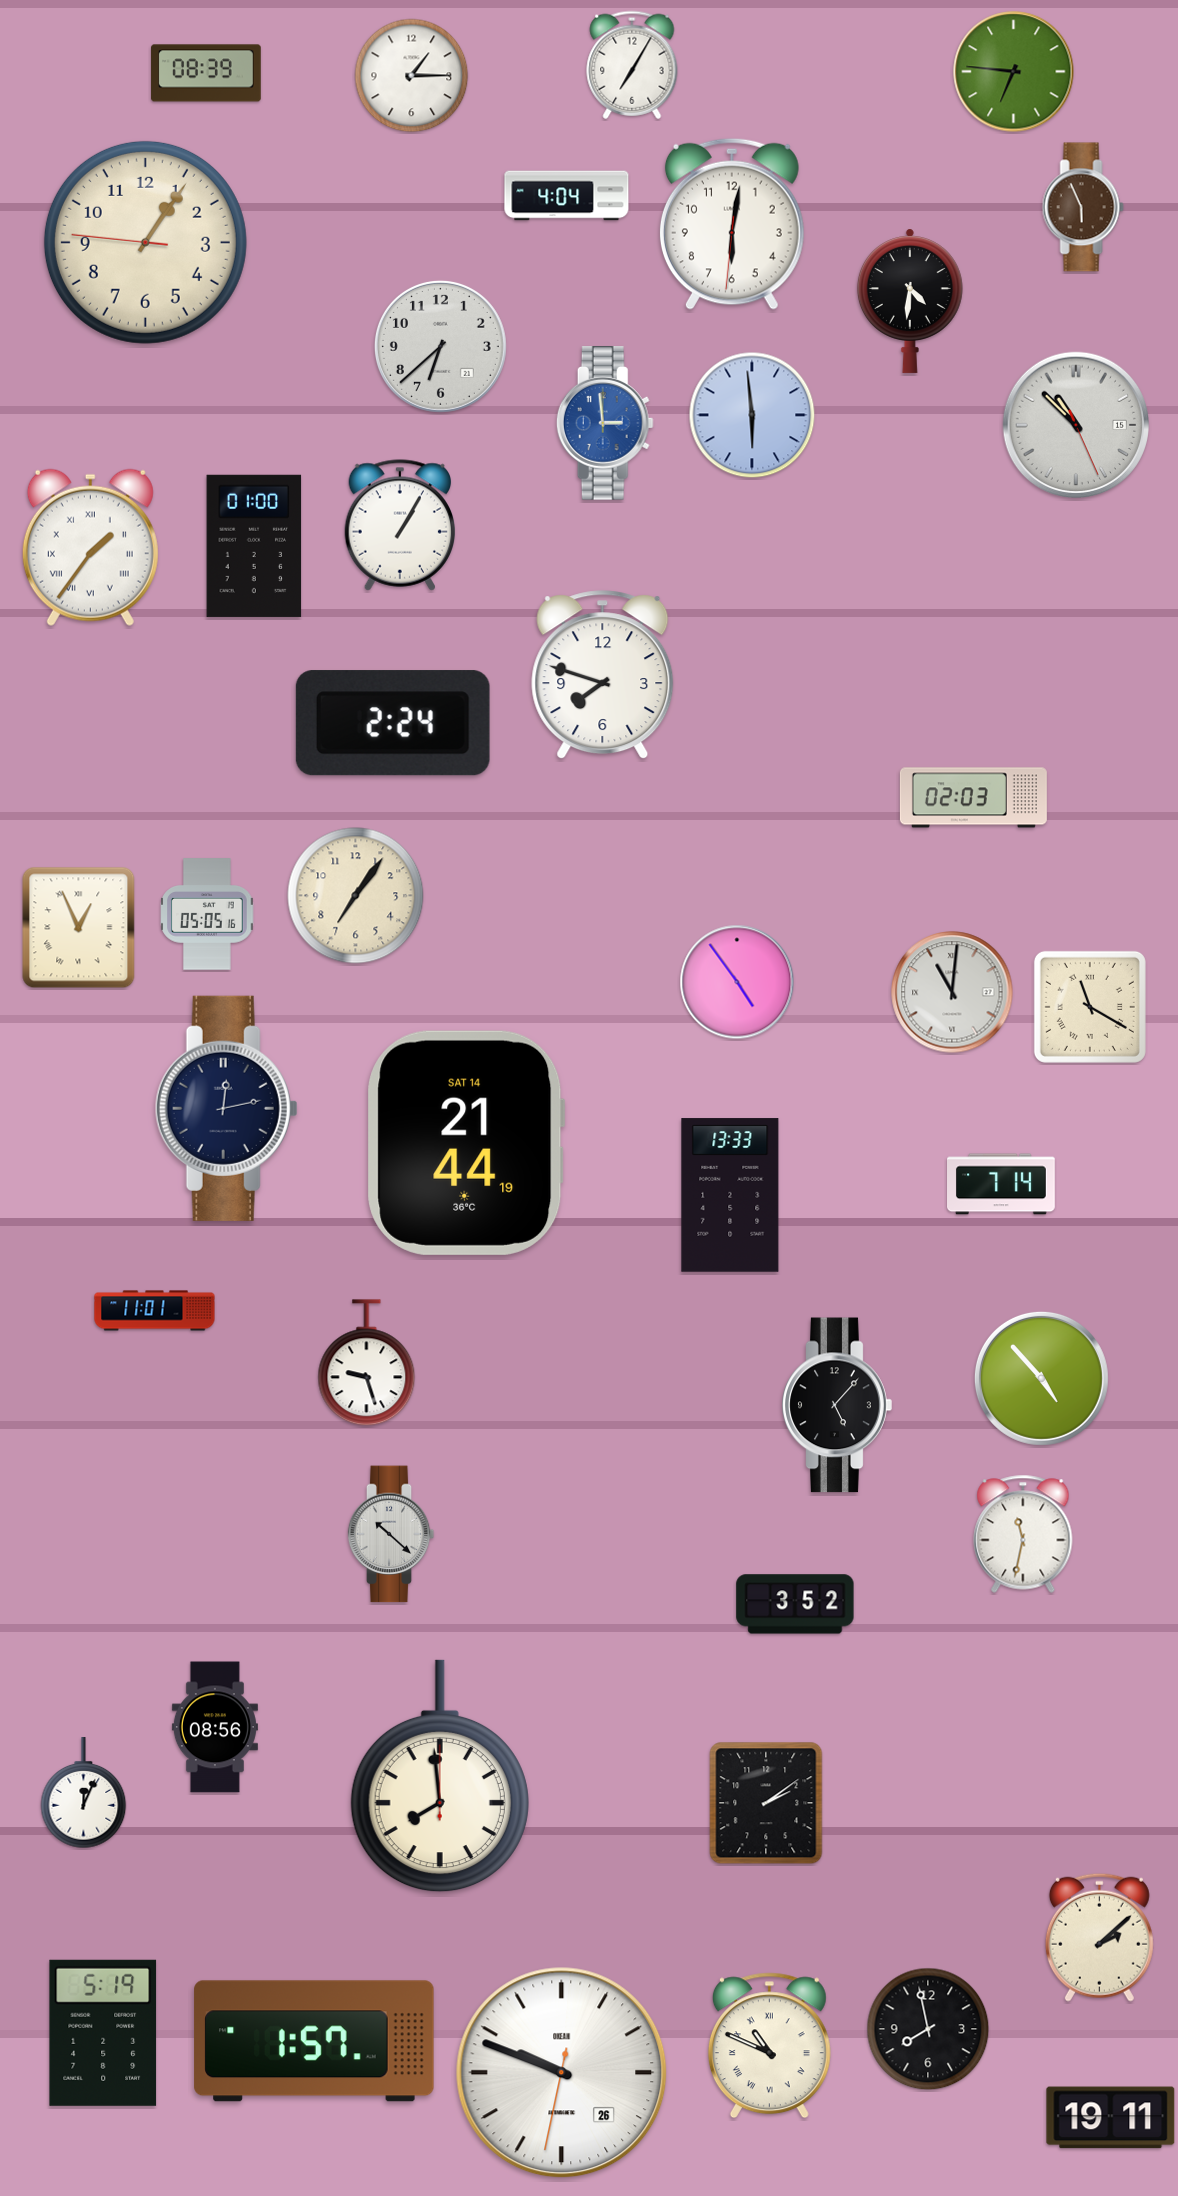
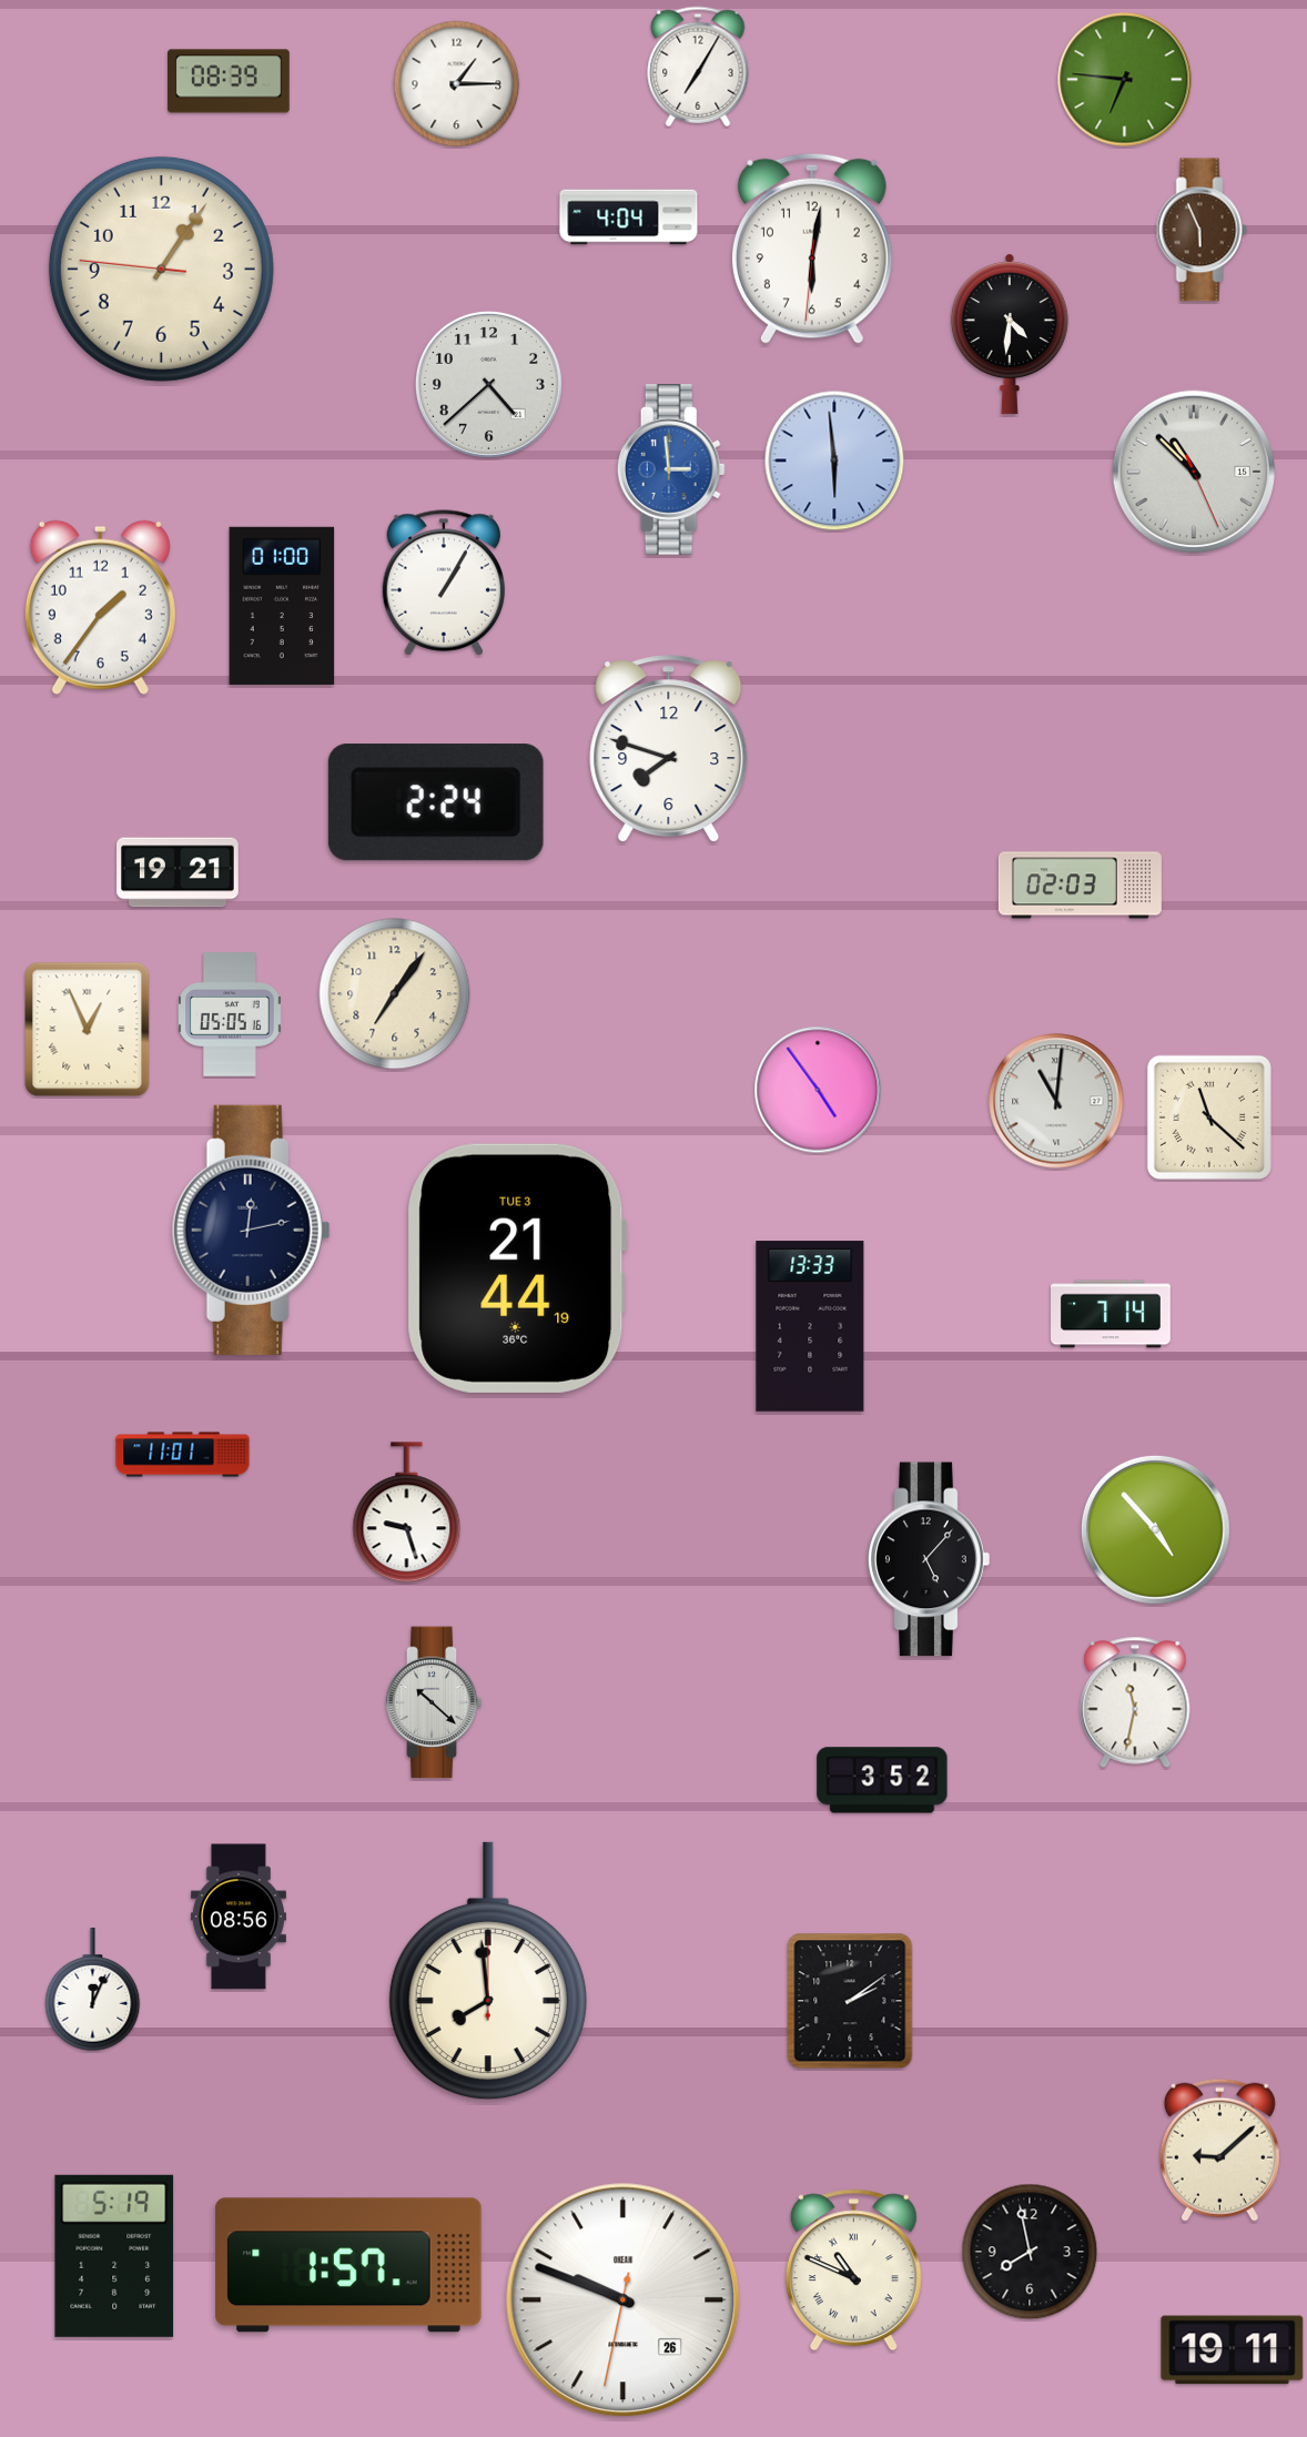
clock at (632, 65) position: (632, 65) -> (698, 67)
clock at (440, 346): 6:38 -> 4:38
clock at (90, 547) numerals: Roman -> Arabic
clock at (178, 872): none -> 19:21
clock at (1090, 1007): 11:20 -> 11:22
clock at (466, 1143) date: SAT 14 -> TUE 3
clock at (155, 1311) position: (155, 1311) -> (183, 1455)
clock at (1099, 1937): 2:08 -> 9:08
